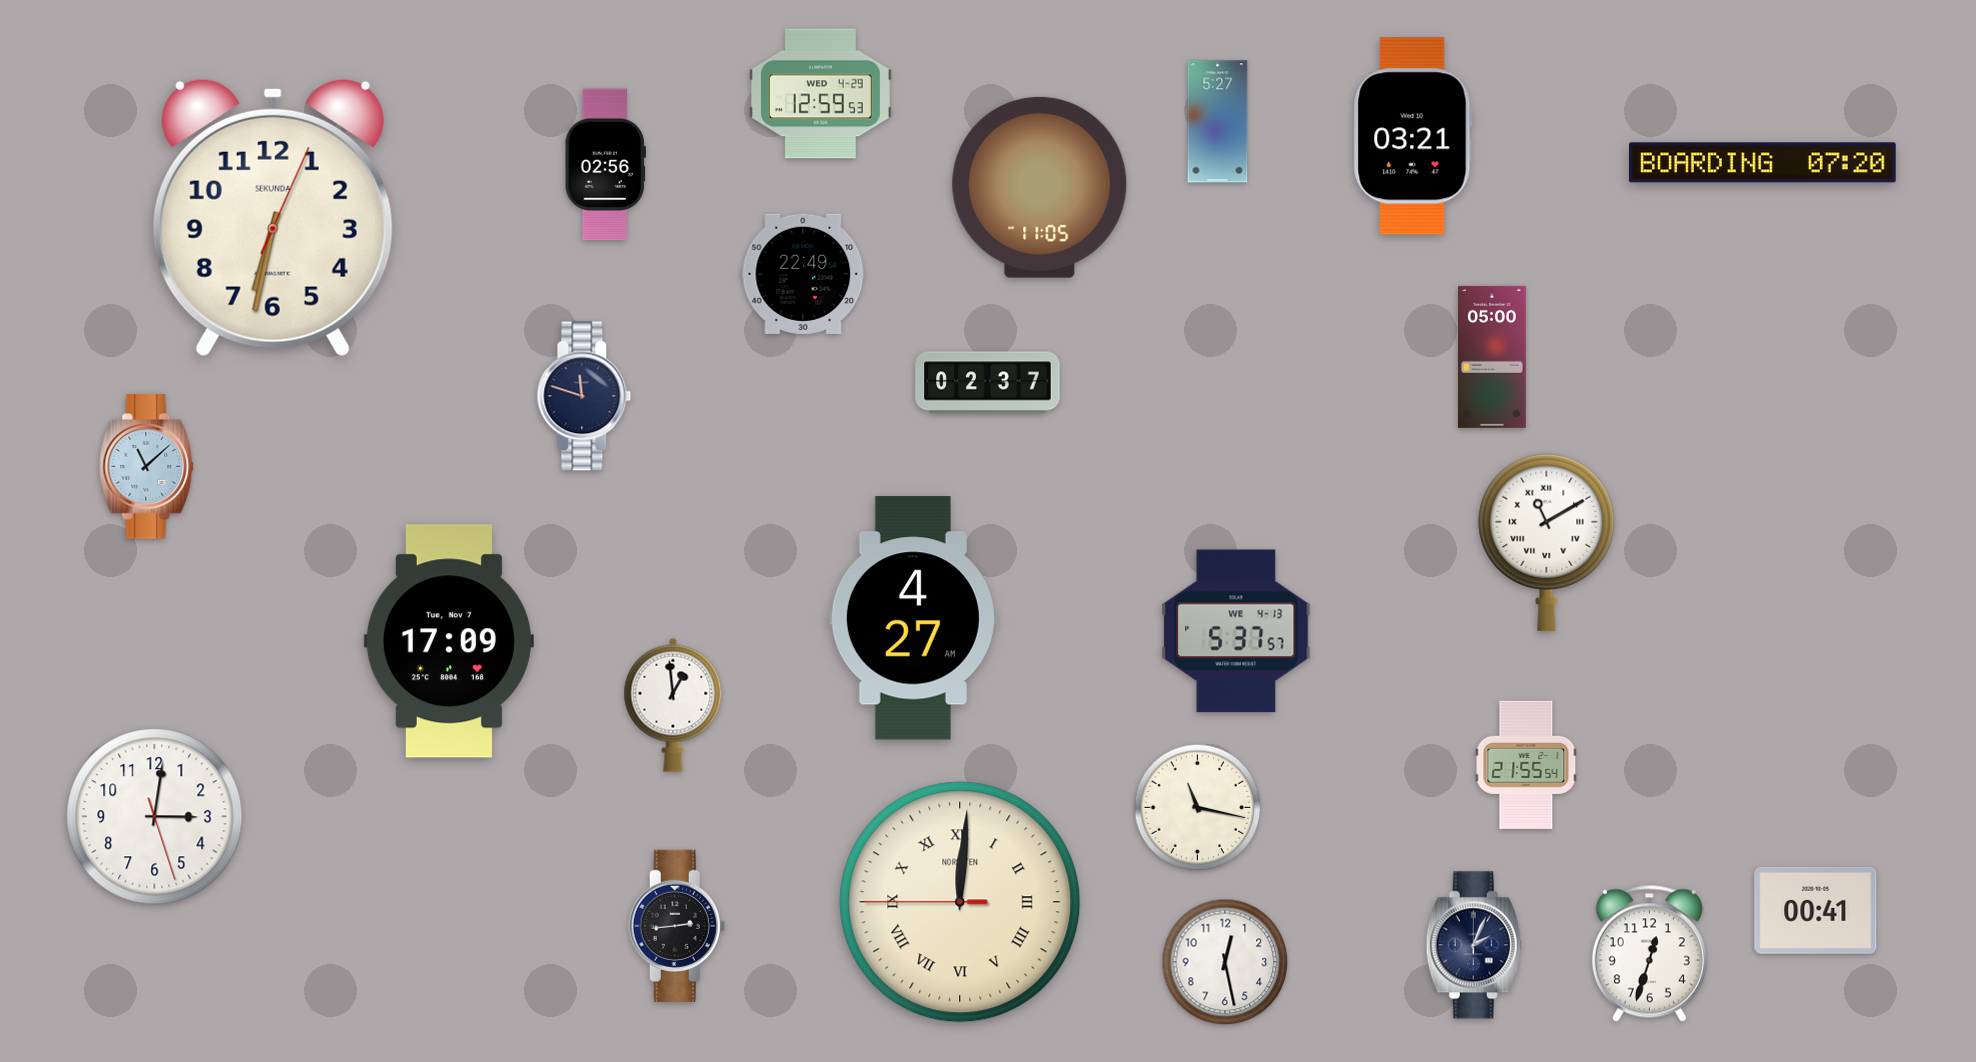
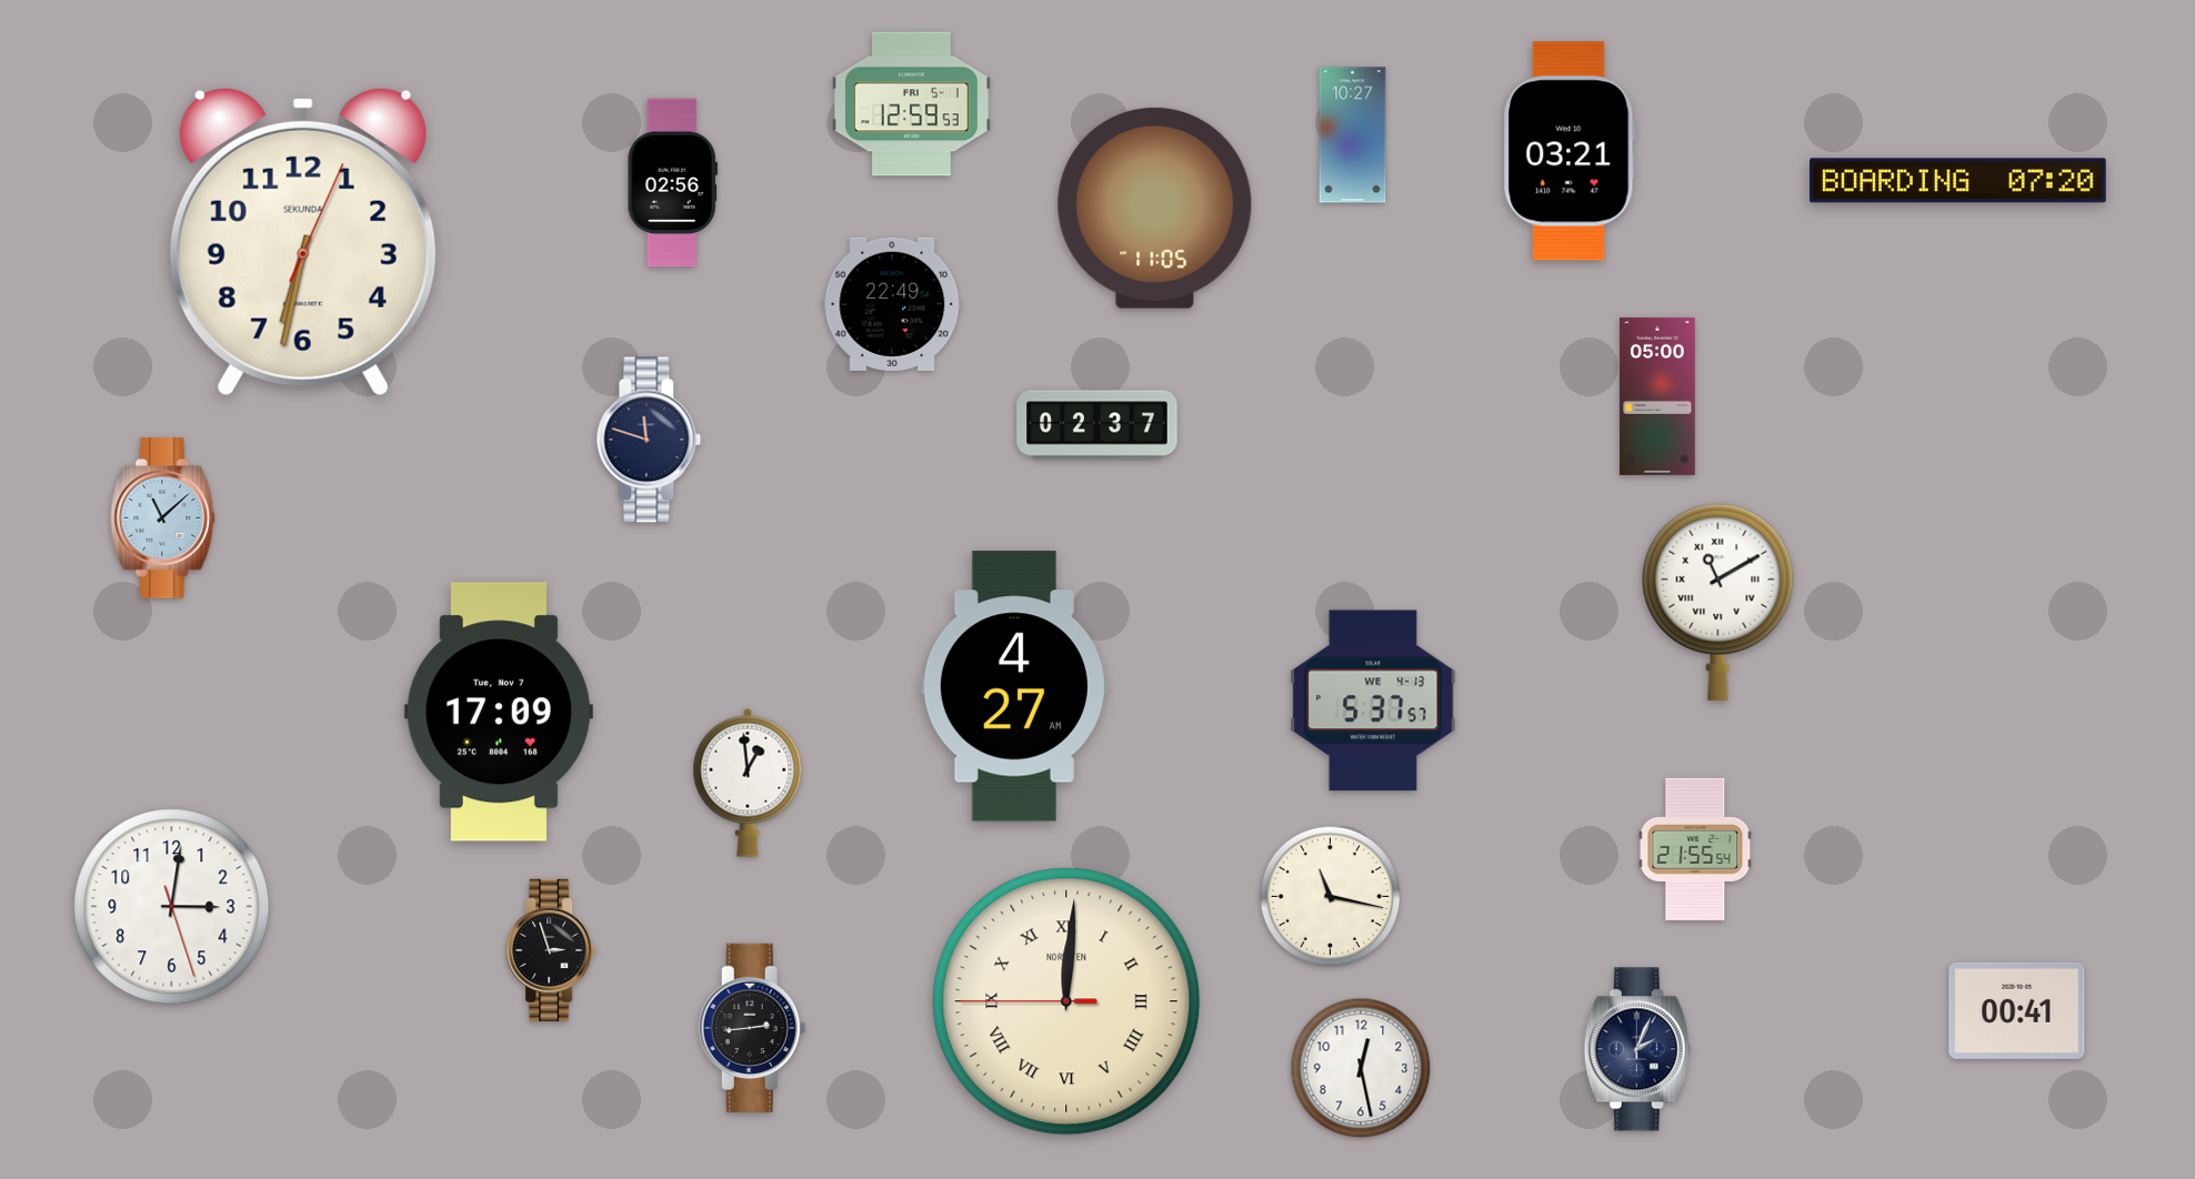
clock at (820, 94) date: WED 4-29 -> FRI 5-1
clock at (1218, 122): 5:27 -> 10:27
clock at (551, 950): none -> 2:57
clock at (1649, 953): 12:33 -> none
